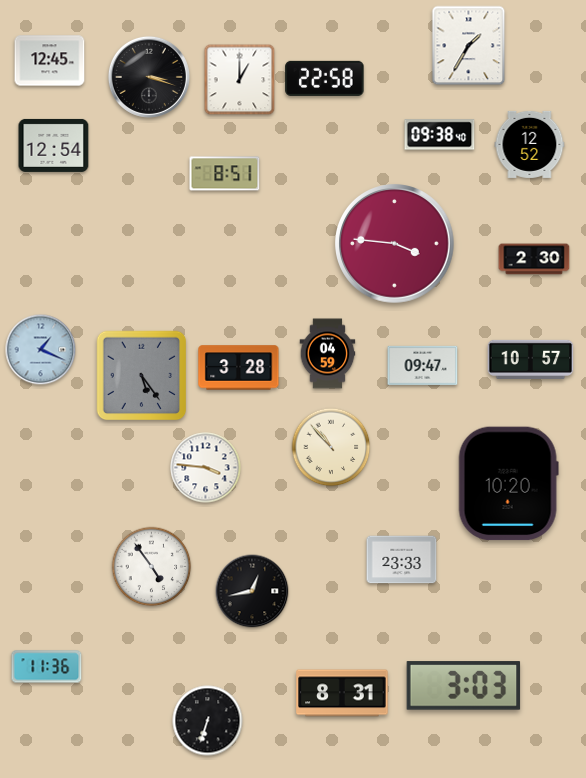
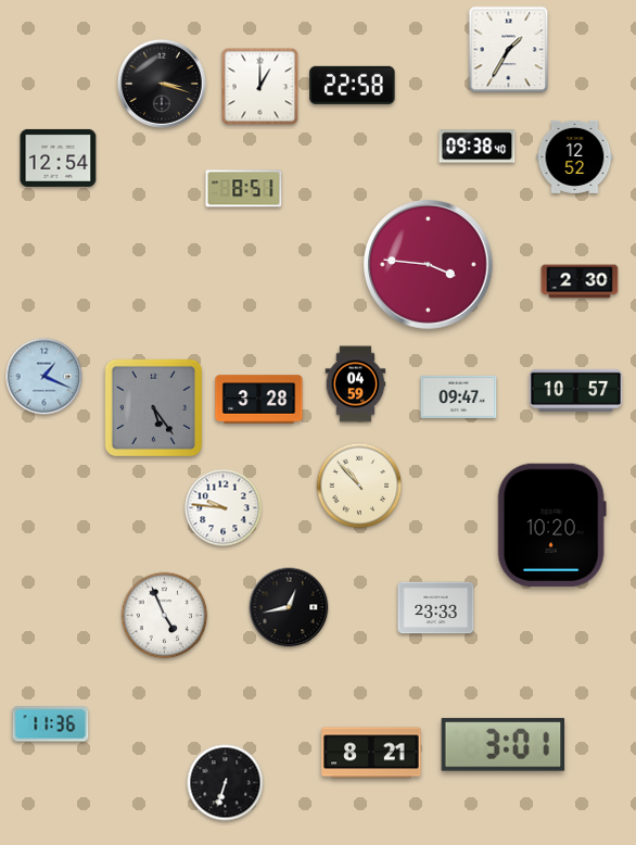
clock at (50, 61): 12:45 -> none
clock at (41, 350) position: (41, 350) -> (44, 377)
clock at (206, 468): 3:46 -> 9:46
clock at (152, 567): 4:54 -> 4:56
clock at (252, 591) position: (252, 591) -> (289, 607)
clock at (464, 686): 3:03 -> 3:01
clock at (342, 693): 8:31 -> 8:21
